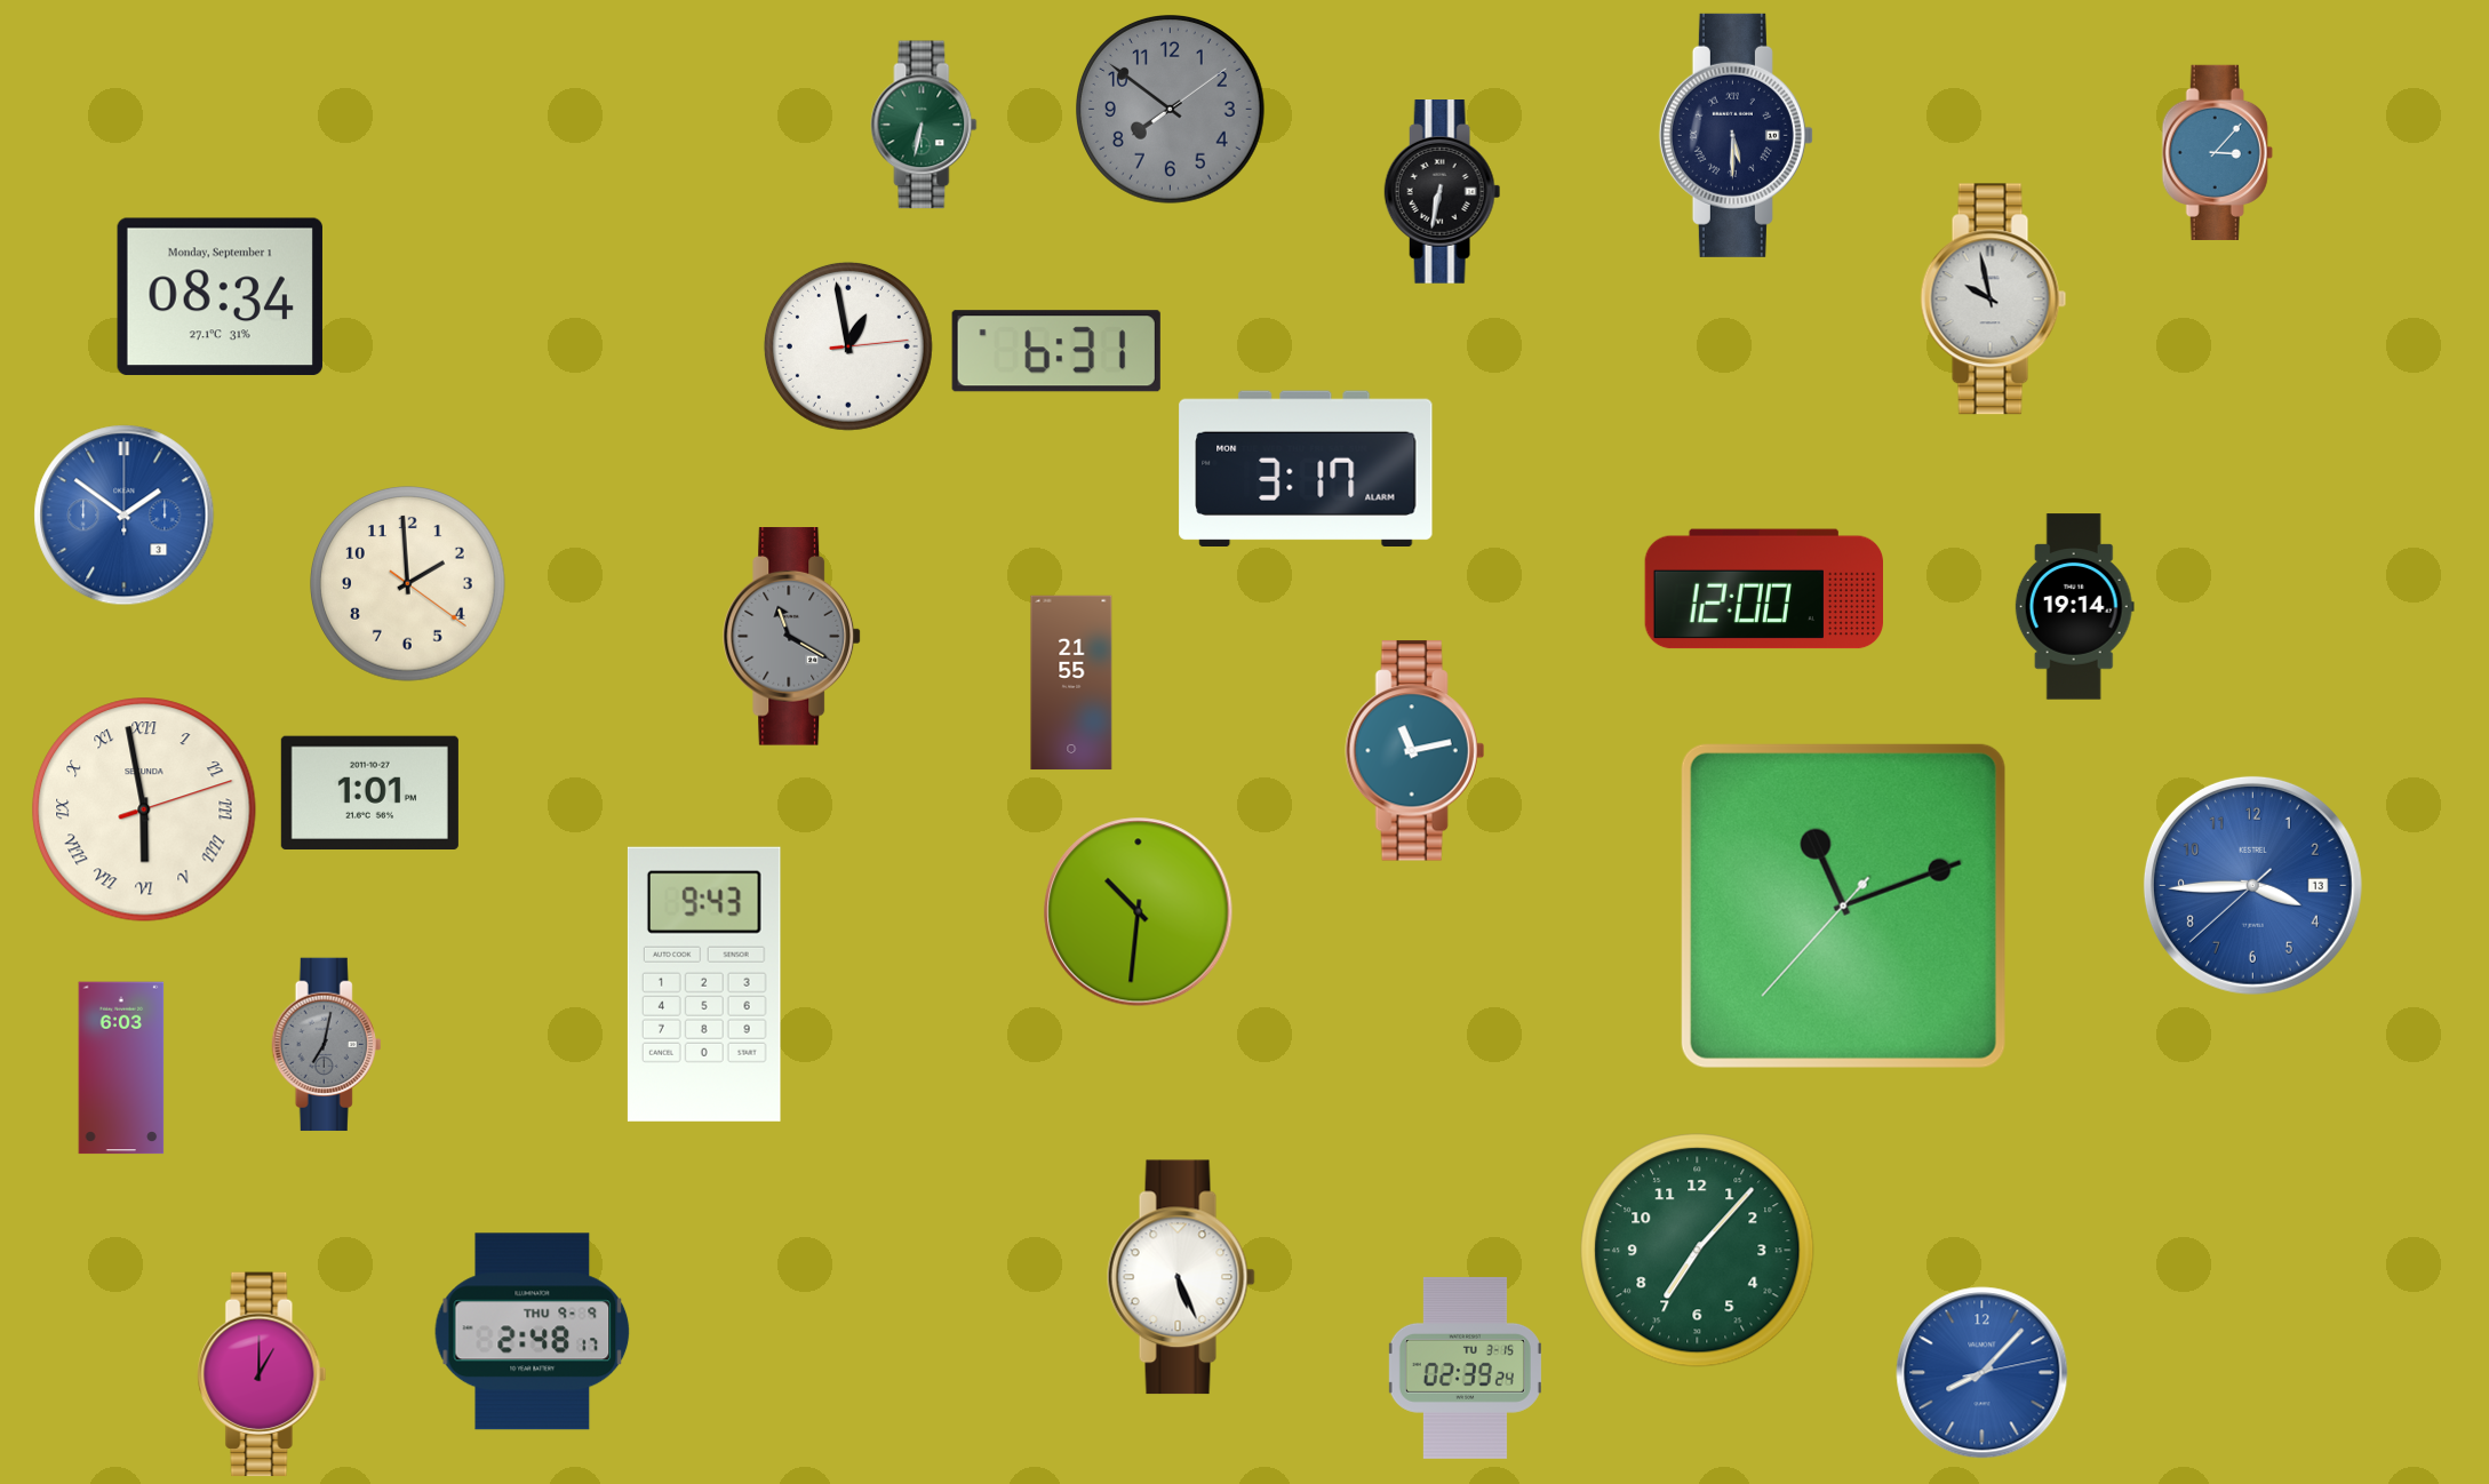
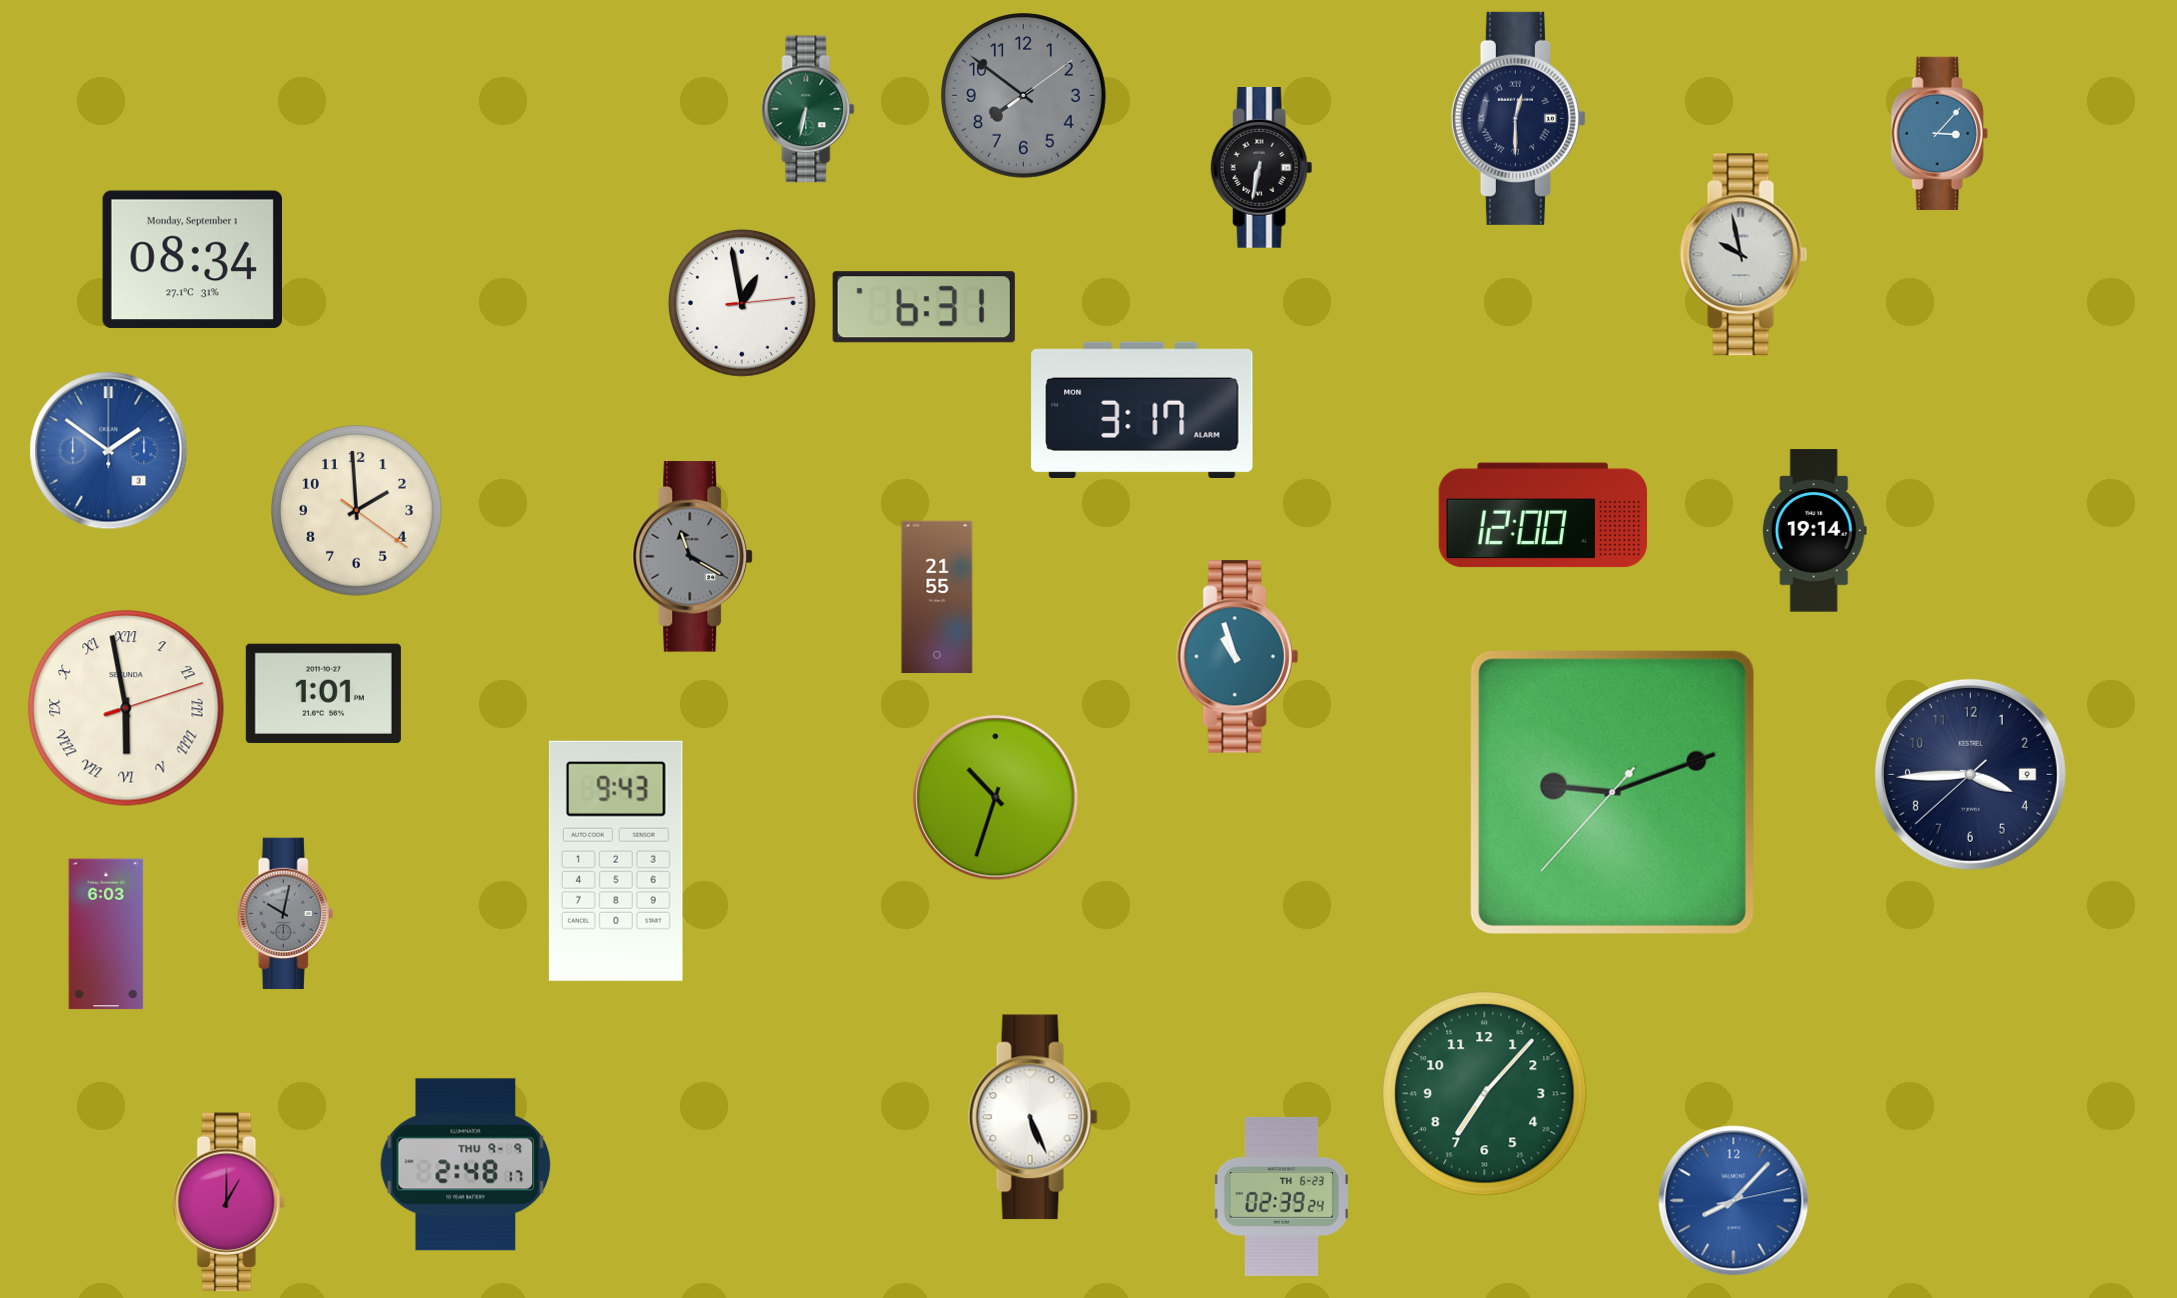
clock at (1736, 135): 5:30 -> 12:30
clock at (1994, 300) position: (1994, 300) -> (1744, 255)
clock at (1414, 751): 11:13 -> 10:57
clock at (2252, 885) date: 13 -> 9
clock at (2252, 885) dial: blue -> navy
clock at (1843, 905): 11:11 -> 9:11
clock at (1139, 912): 10:31 -> 10:33
clock at (327, 1045): 7:02 -> 10:02
clock at (1465, 1367) date: TU 3-15 -> TH 6-23
